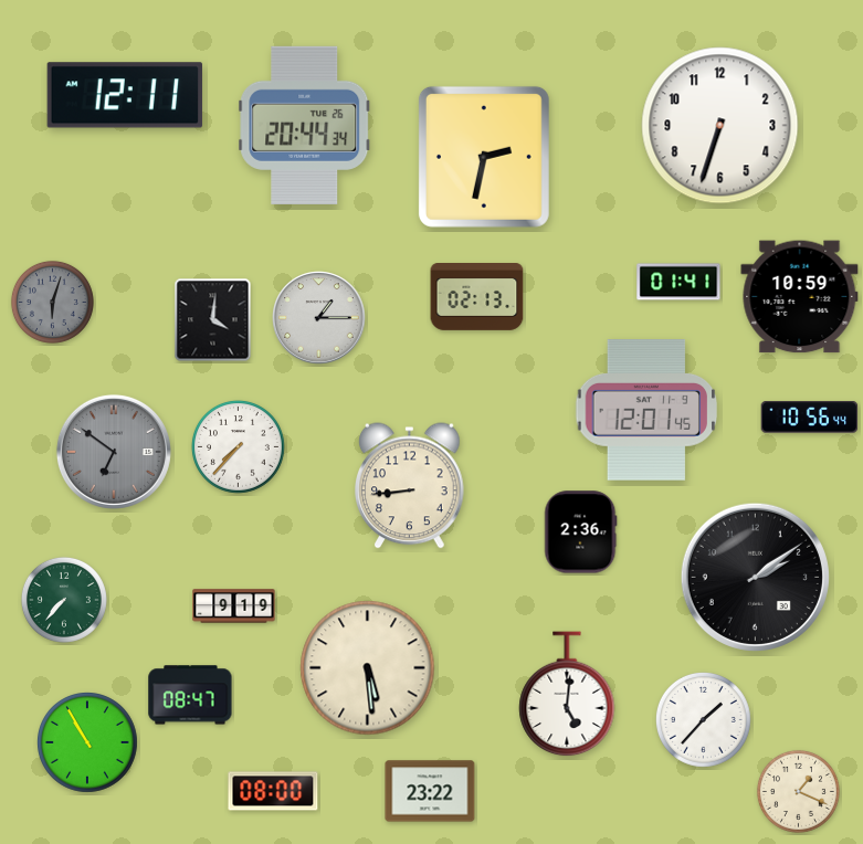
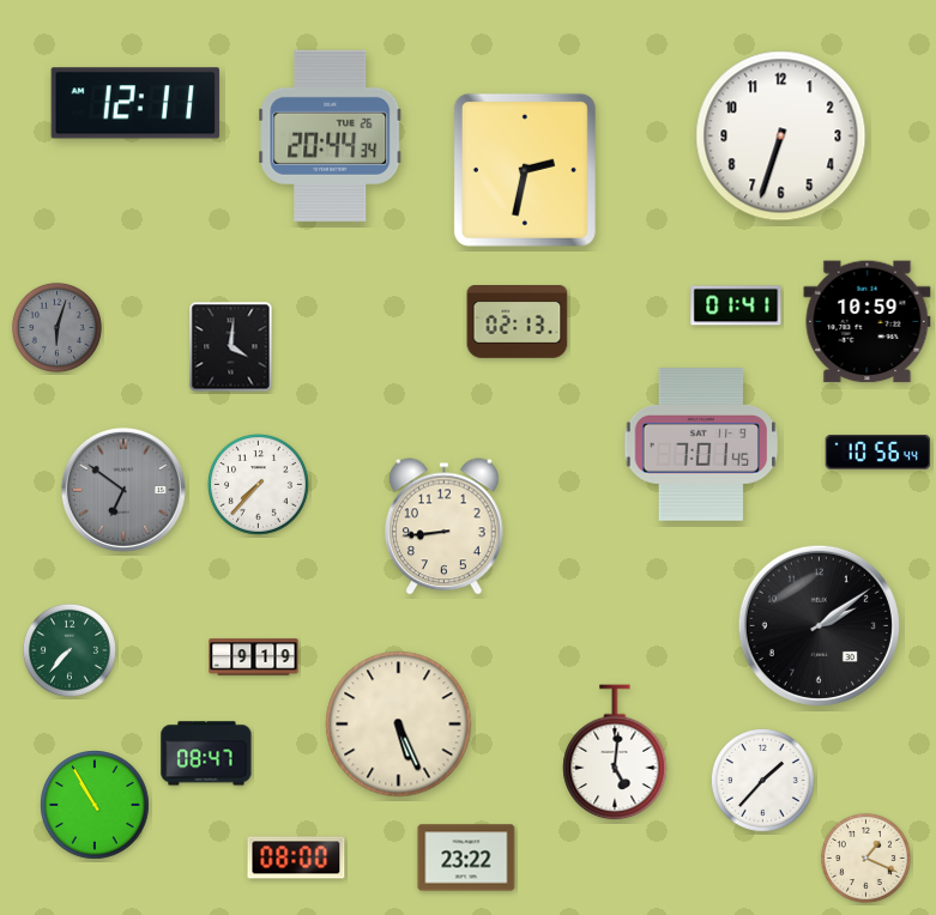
clock at (319, 318): 1:15 -> none
clock at (646, 410): 12:01 -> 7:01
clock at (581, 532): 2:36 -> none
clock at (368, 668): 5:29 -> 5:26
